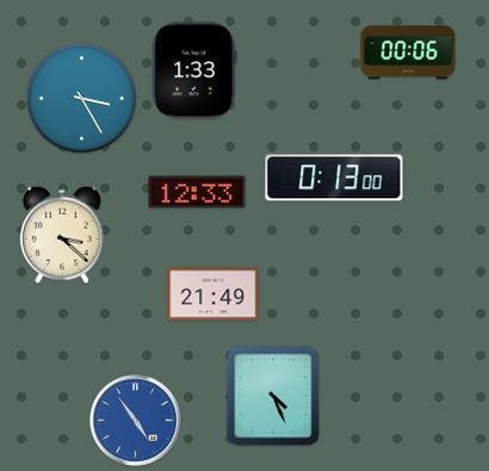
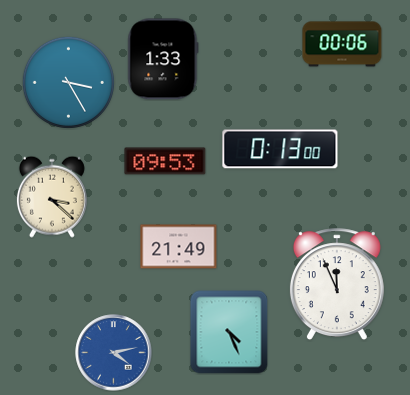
clock at (197, 192): 12:33 -> 09:53
clock at (337, 284): none -> 11:56
clock at (136, 421): 4:54 -> 4:13
